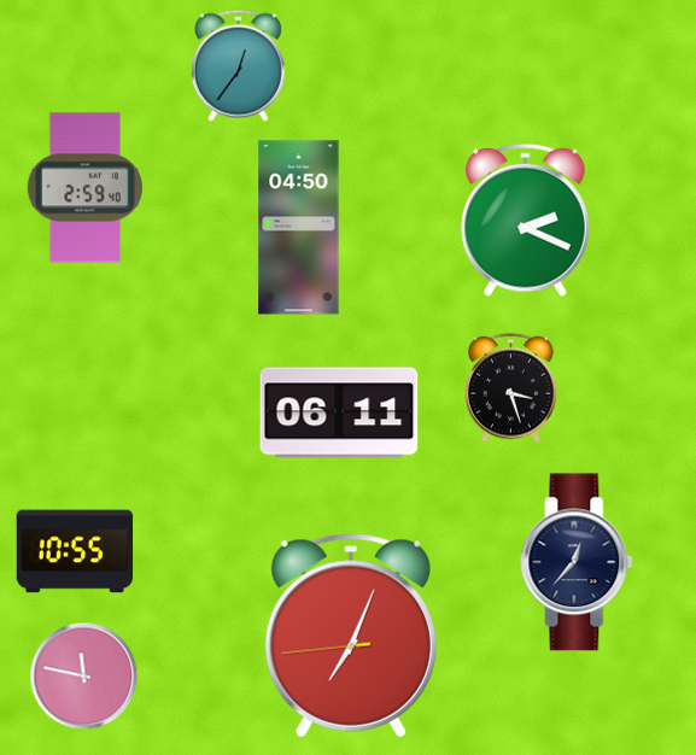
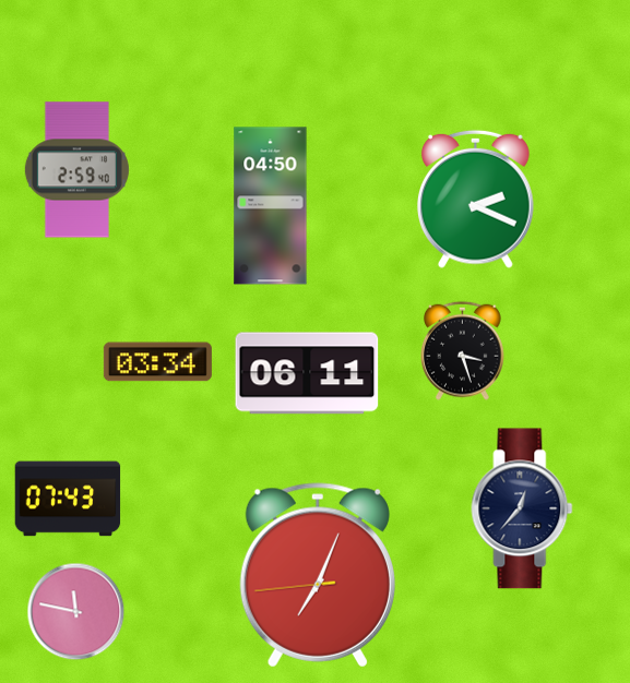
clock at (238, 65): 12:36 -> none
clock at (157, 362): none -> 03:34
clock at (75, 551): 10:55 -> 07:43
